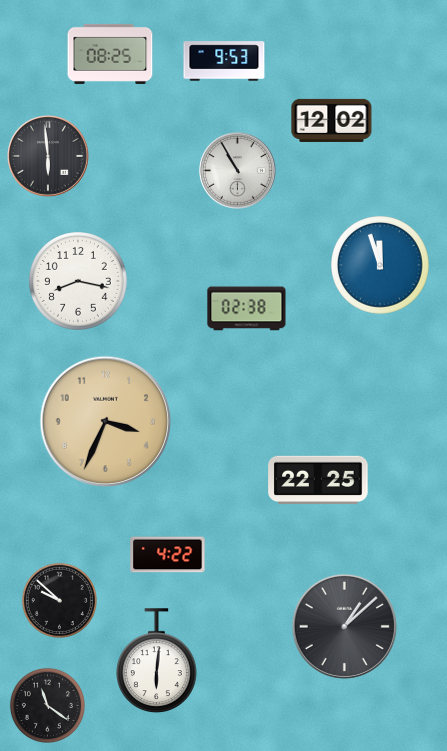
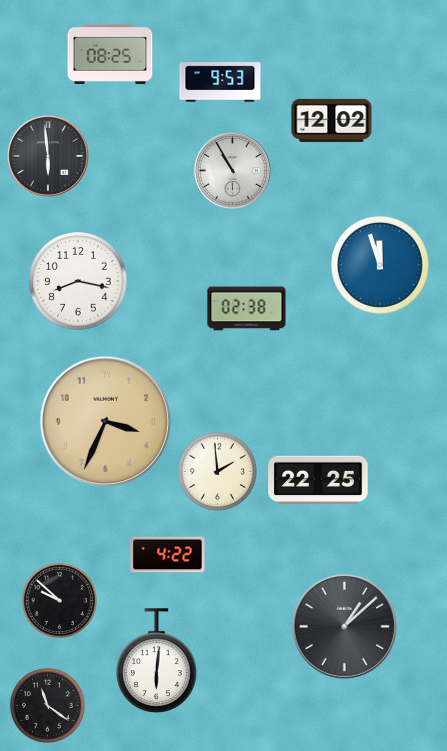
clock at (224, 61) position: (224, 61) -> (220, 82)
clock at (238, 171) position: (238, 171) -> (233, 171)
clock at (217, 471): none -> 1:59
